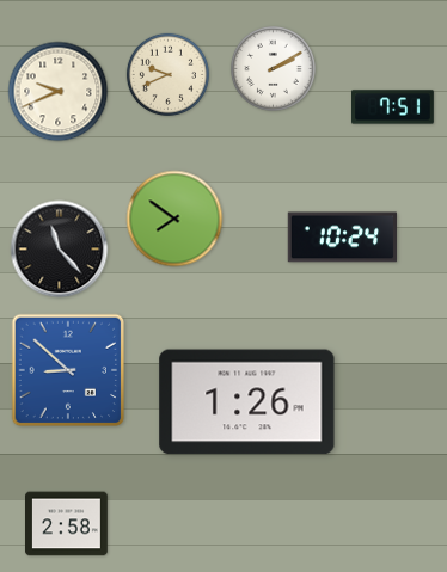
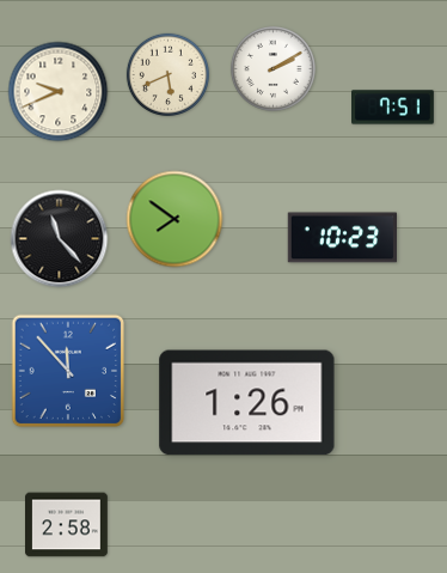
clock at (167, 74): 9:41 -> 5:41
clock at (342, 238): 10:24 -> 10:23
clock at (60, 250) position: (60, 250) -> (60, 239)
clock at (68, 370): 8:52 -> 11:53
